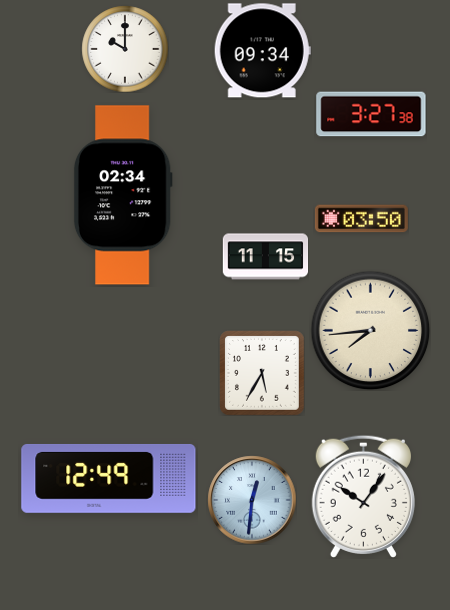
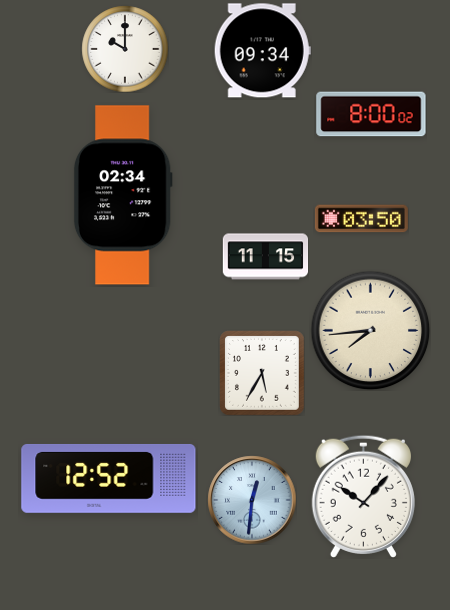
clock at (371, 114): 3:27 -> 8:00
clock at (109, 478): 12:49 -> 12:52
clock at (363, 496): 10:06 -> 10:07
